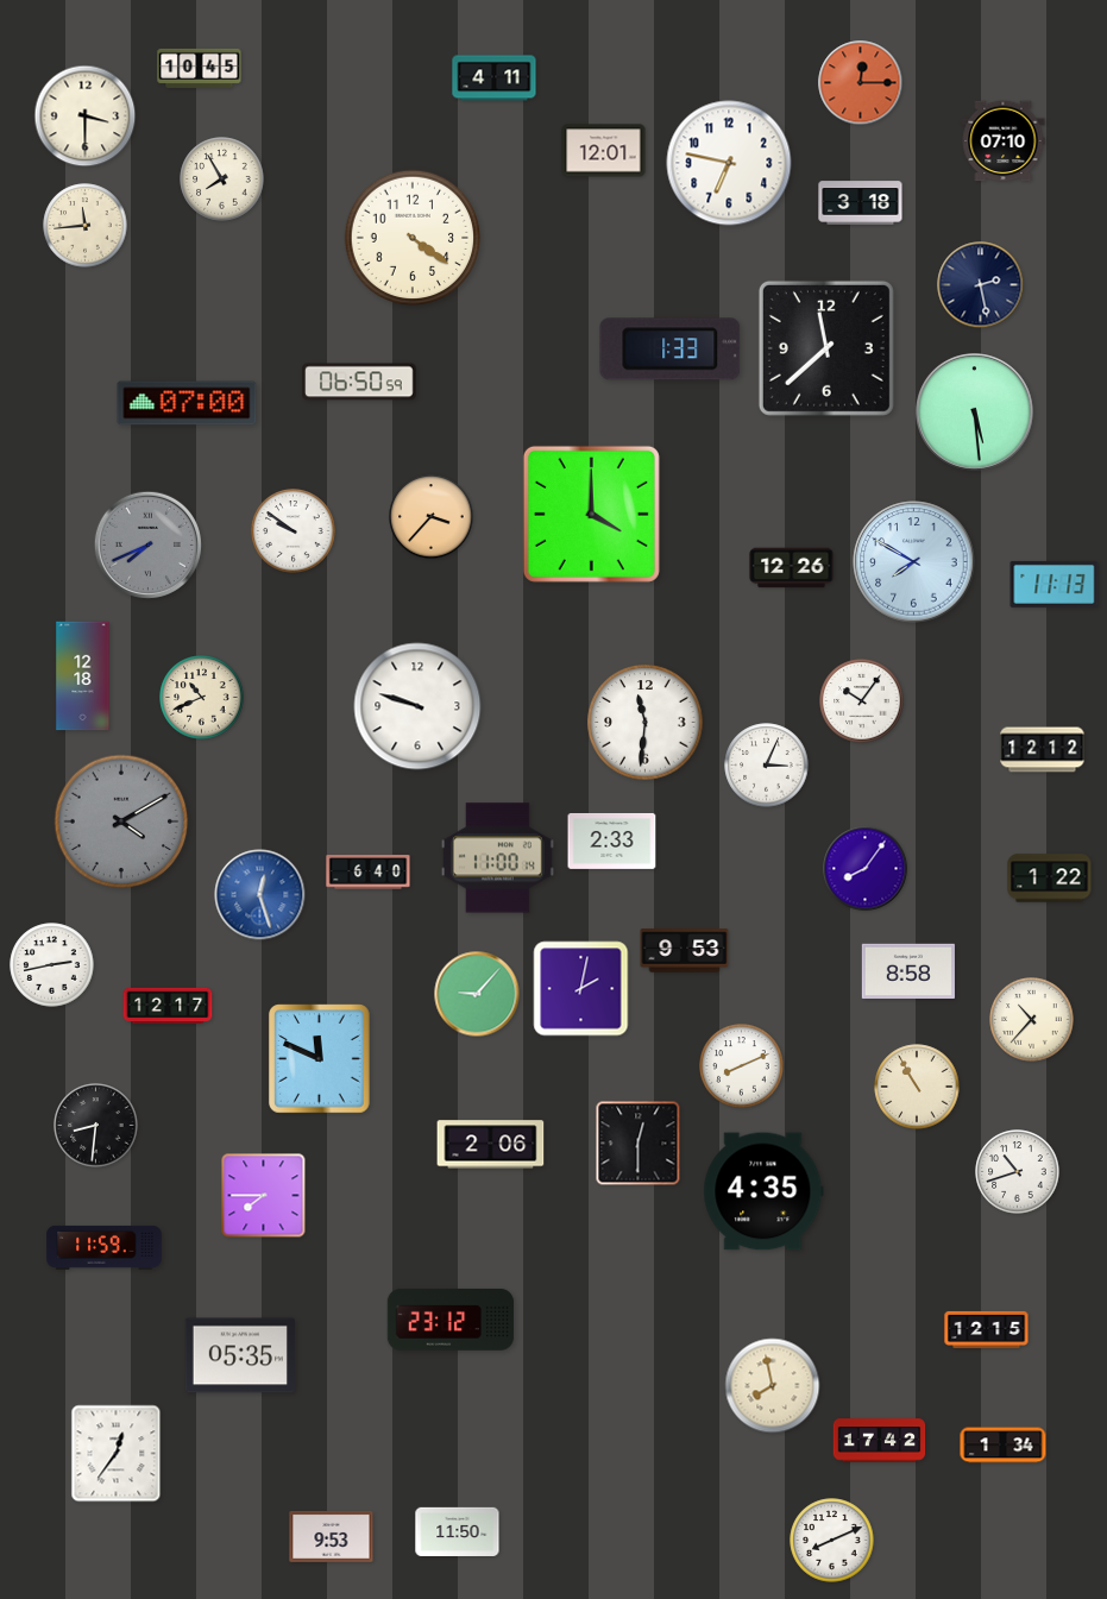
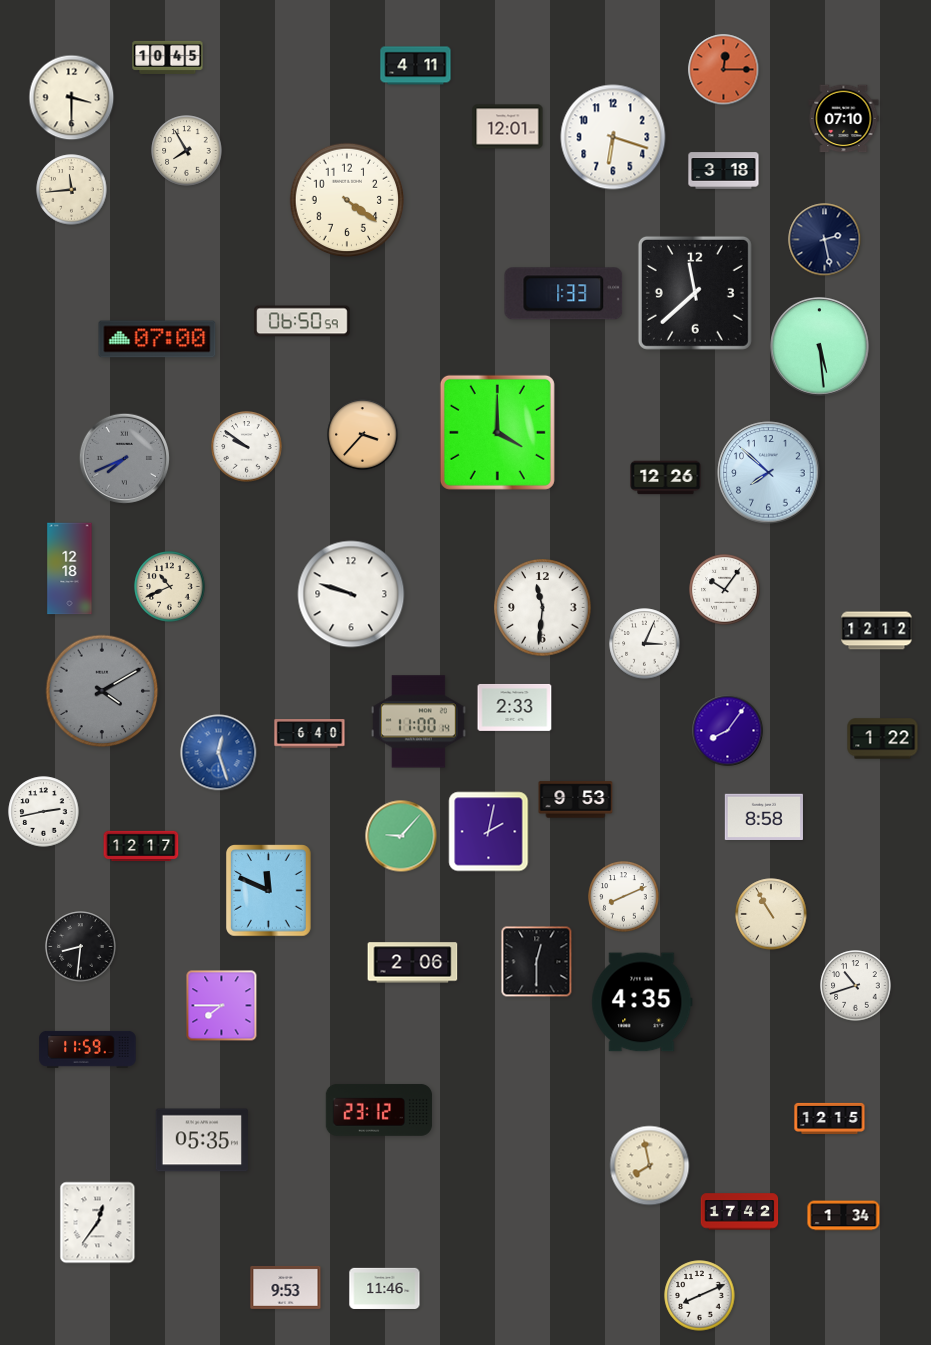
clock at (729, 163): 6:47 -> 6:18
clock at (914, 562): 7:50 -> 7:52
clock at (1055, 584): 11:13 -> none
clock at (1032, 1020): 10:37 -> none
clock at (458, 1531): 11:50 -> 11:46
clock at (332, 1536) position: (332, 1536) -> (286, 1287)
